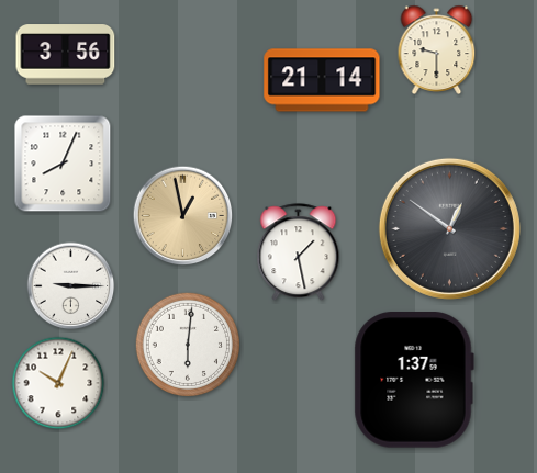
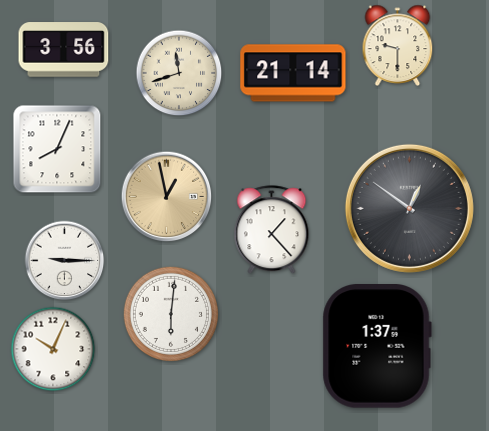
clock at (66, 55) position: (66, 55) -> (64, 50)
clock at (179, 73): none -> 11:42
clock at (299, 252): 1:28 -> 1:23
